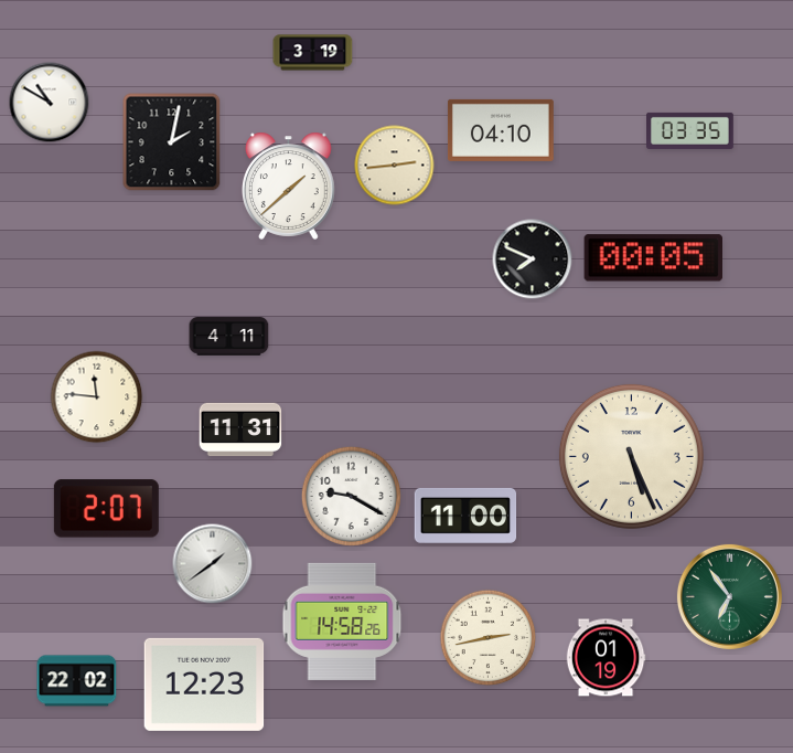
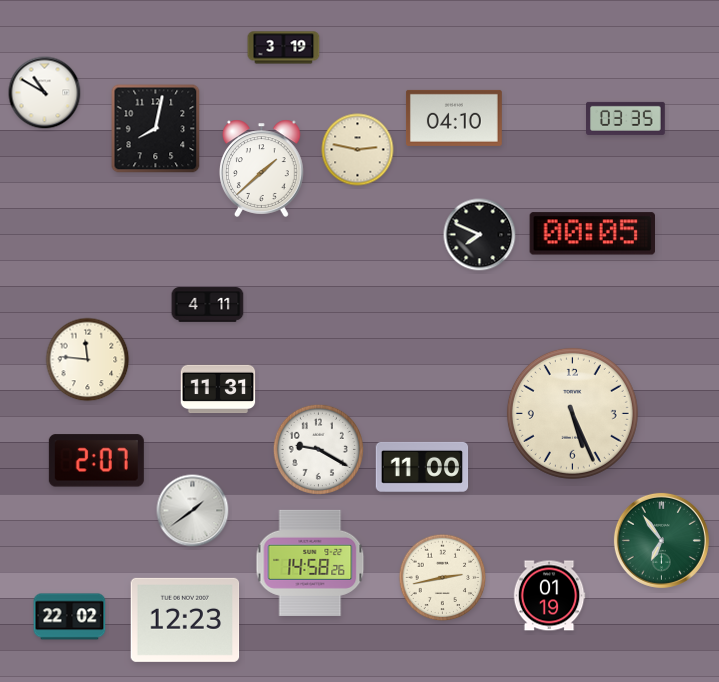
clock at (172, 142): 2:02 -> 8:02
clock at (395, 166): 2:44 -> 2:47
clock at (533, 259) position: (533, 259) -> (480, 235)
